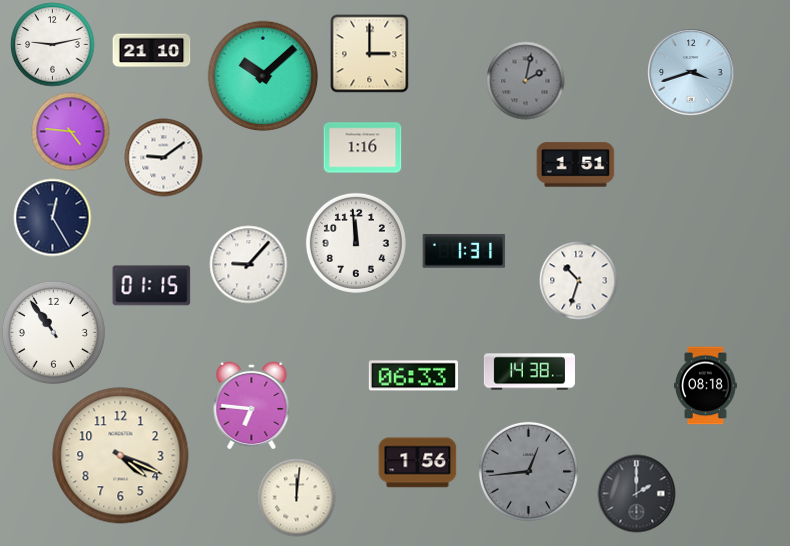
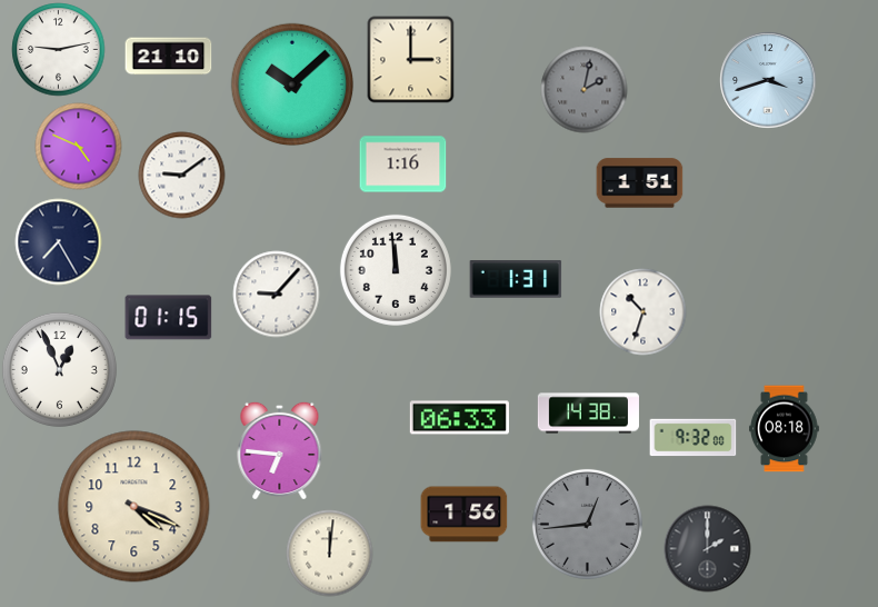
clock at (70, 131): 4:46 -> 4:49
clock at (52, 217): 12:25 -> 7:25
clock at (53, 332): 10:54 -> 12:56
clock at (692, 438): none -> 9:32
